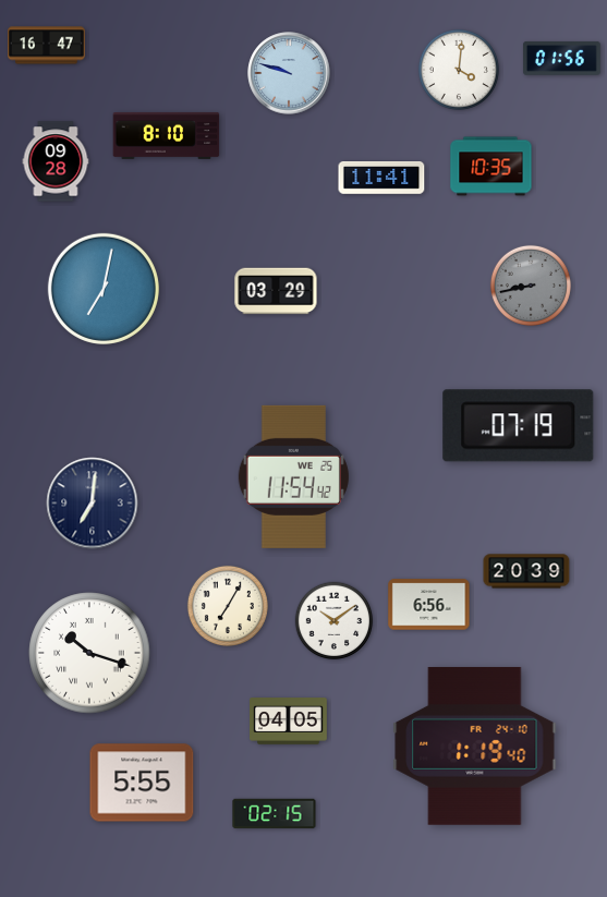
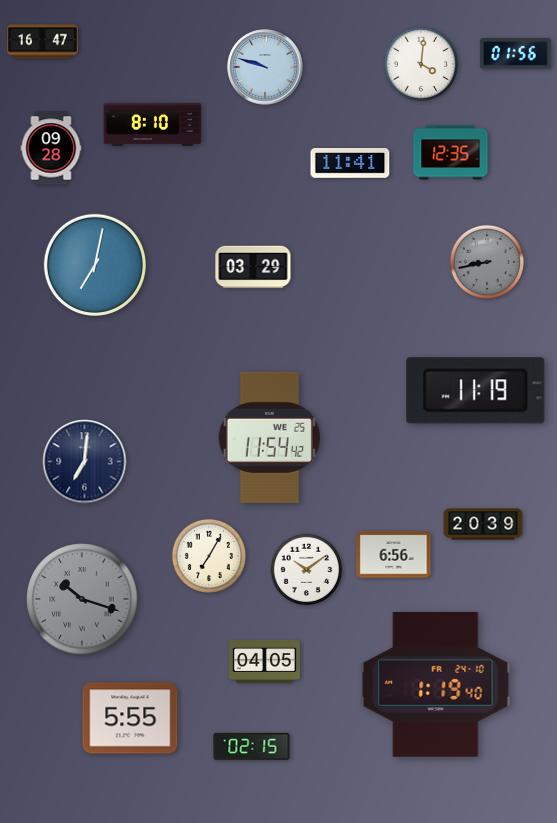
clock at (491, 167): 10:35 -> 12:35
clock at (519, 426): 07:19 -> 11:19
clock at (89, 653) dial: white -> grey
